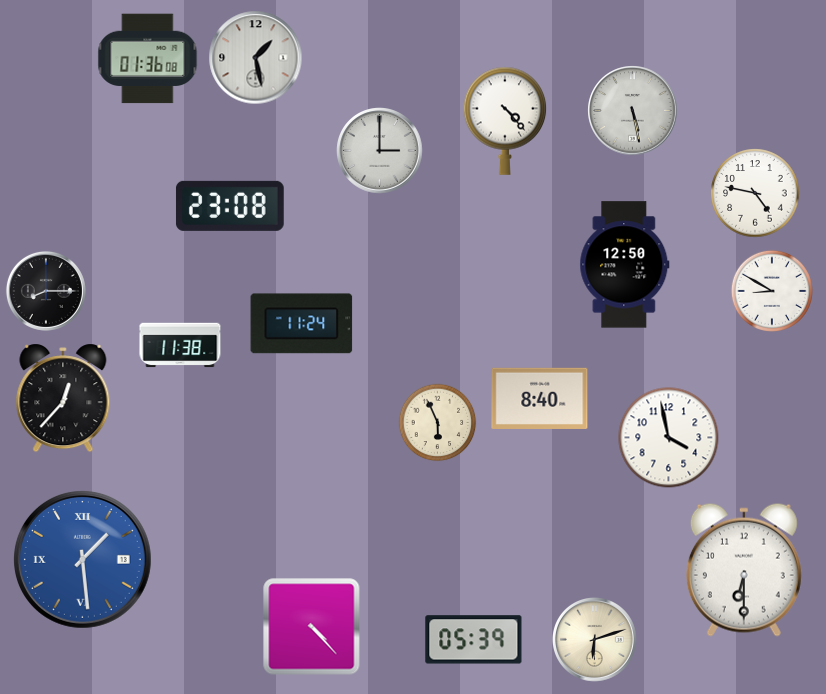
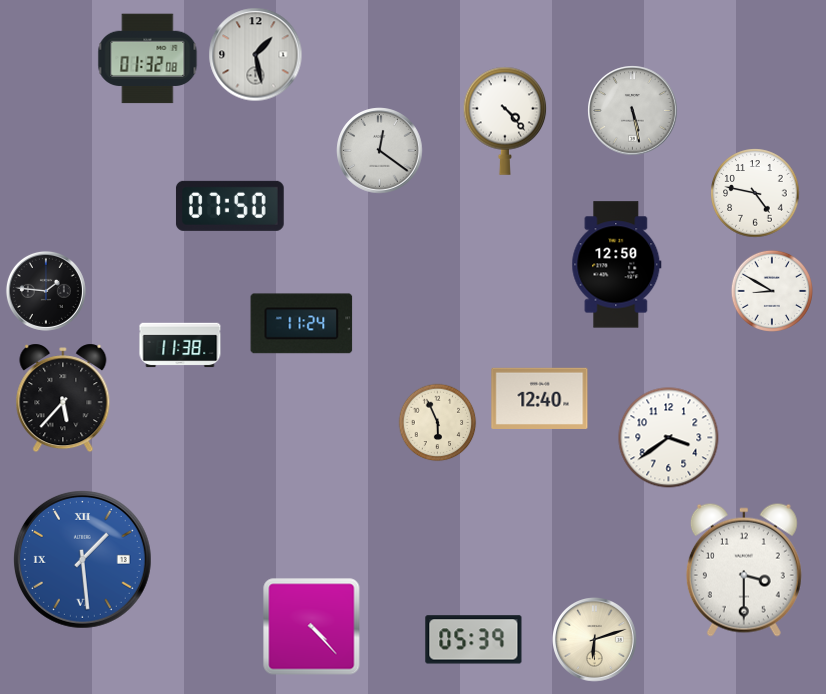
clock at (256, 58) position: (256, 58) -> (256, 55)
clock at (148, 59): 01:36 -> 01:32
clock at (380, 151): 3:00 -> 12:21
clock at (230, 206): 23:08 -> 07:50
clock at (625, 265) position: (625, 265) -> (617, 265)
clock at (46, 291): 8:15 -> 1:46
clock at (63, 398): 12:37 -> 5:37
clock at (540, 398): 8:40 -> 12:40
clock at (669, 438): 3:58 -> 3:39
clock at (744, 570): 6:30 -> 3:30
